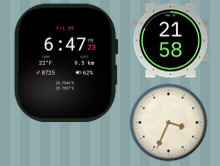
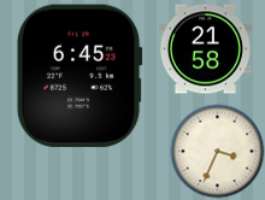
clock at (66, 63): 6:47 -> 6:45
clock at (168, 122) position: (168, 122) -> (217, 151)
